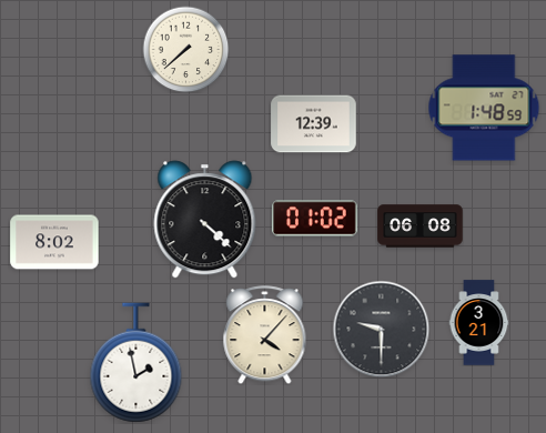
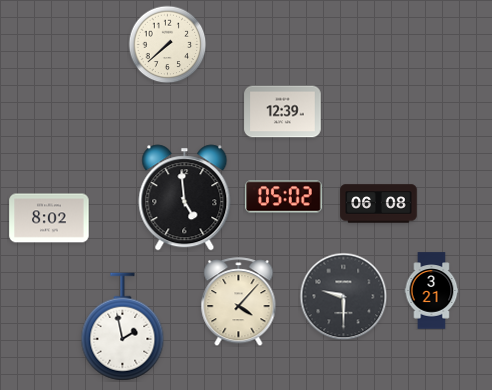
clock at (484, 108): 1:48 -> none
clock at (315, 219): 01:02 -> 05:02
clock at (205, 220): 4:22 -> 4:59
